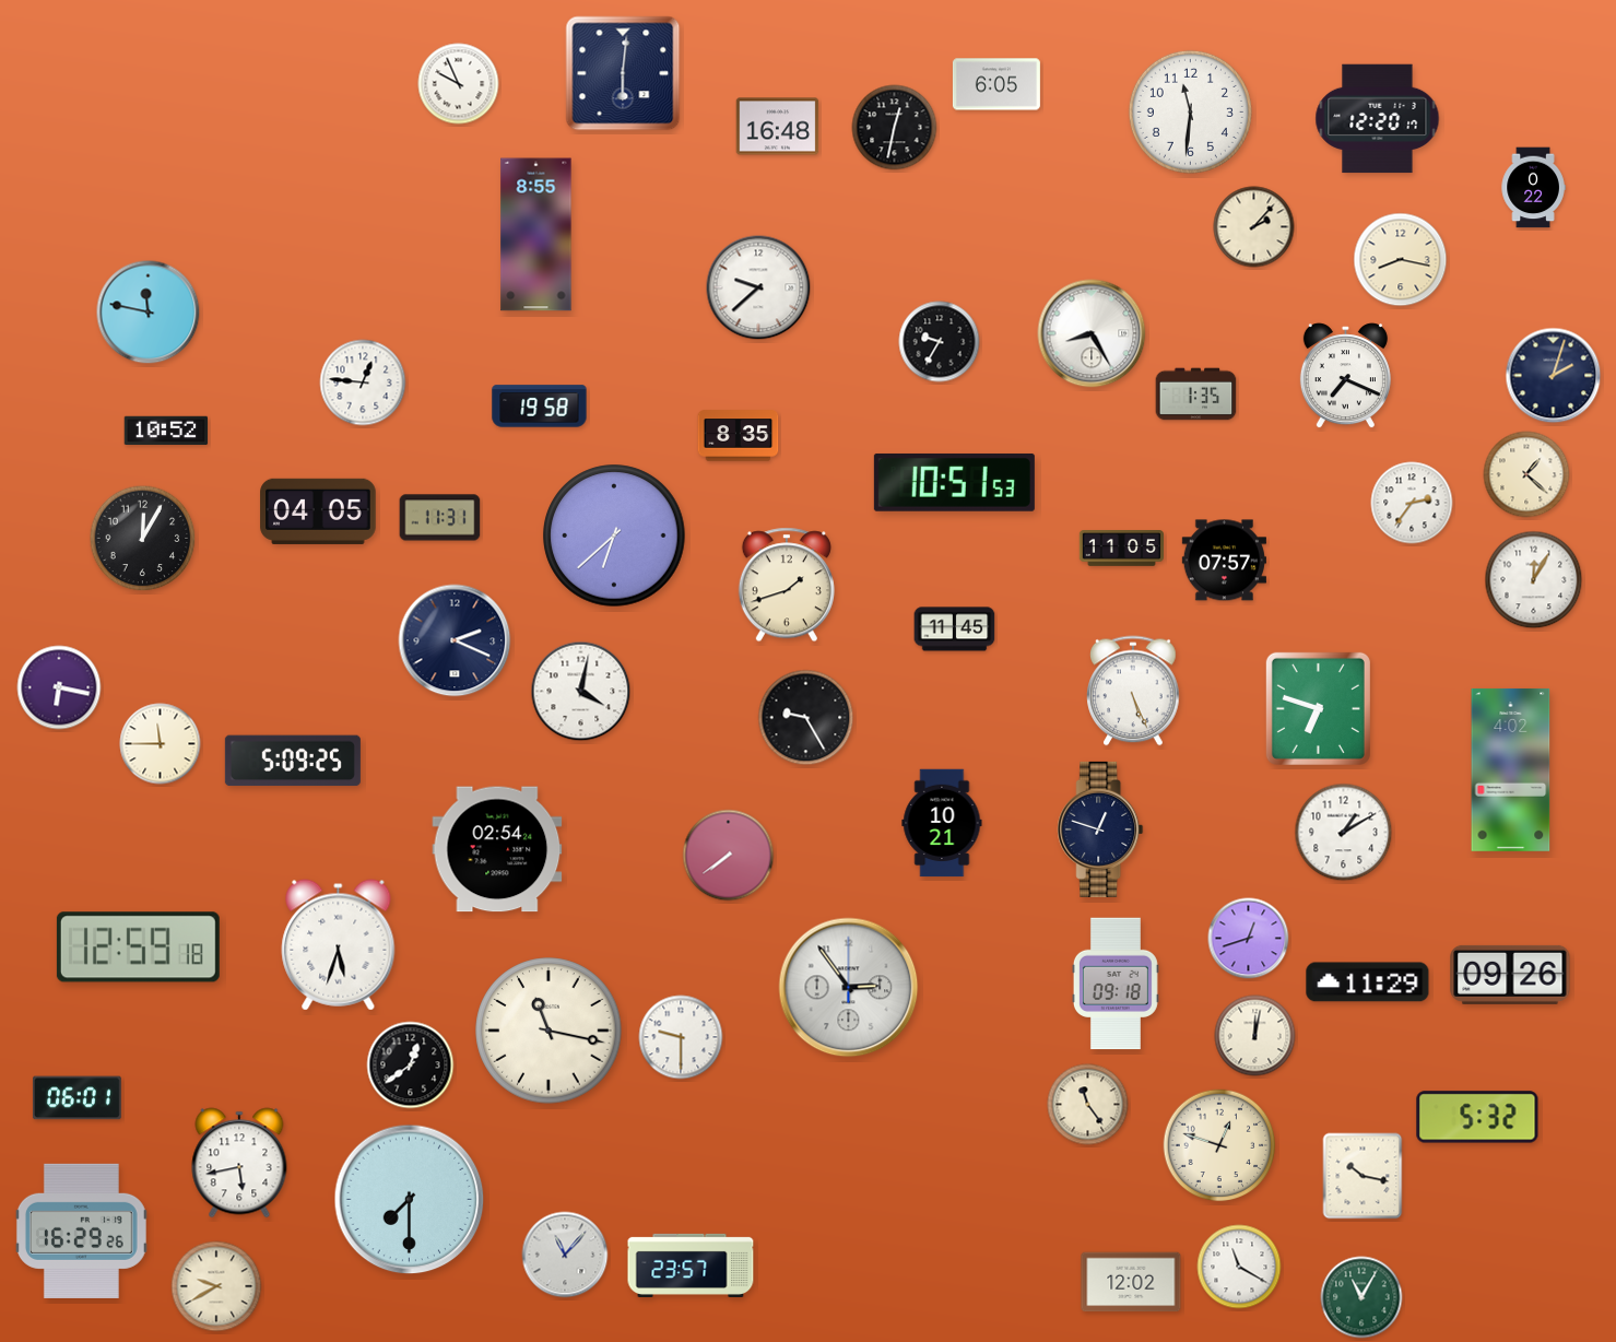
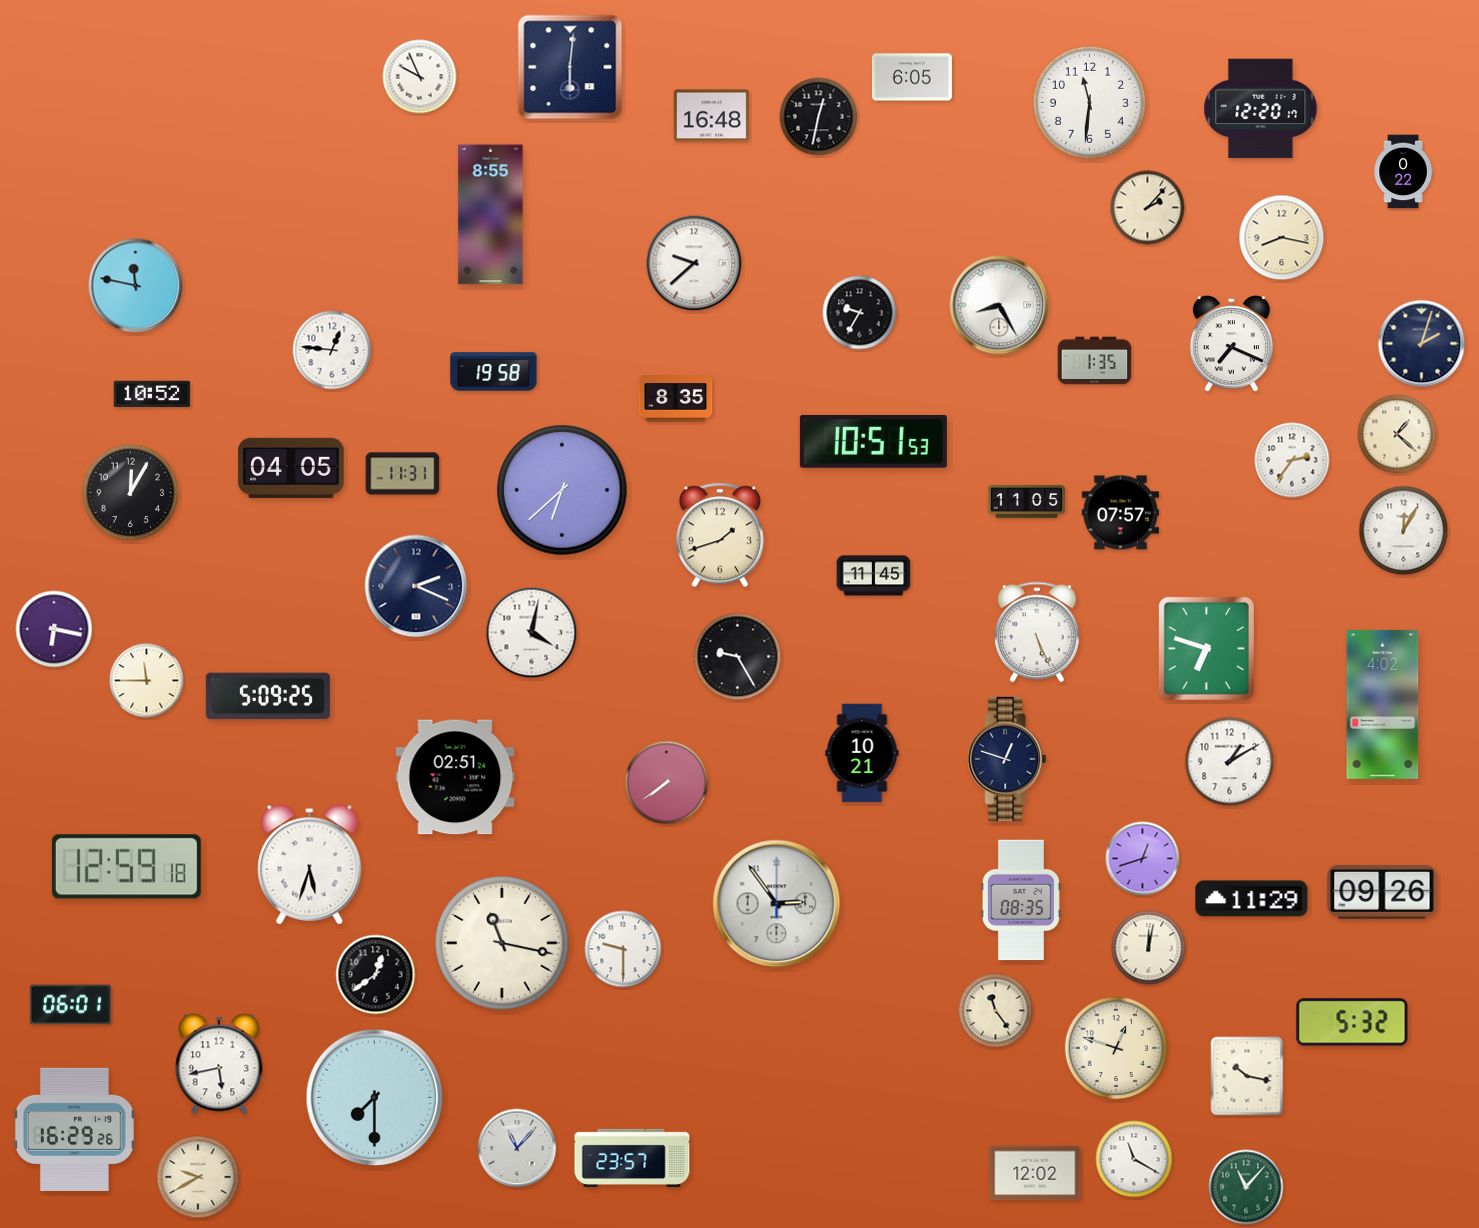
clock at (497, 849): 02:54 -> 02:51
clock at (1116, 984): 09:18 -> 08:35
clock at (81, 1231) position: (81, 1231) -> (74, 1129)
clock at (1361, 1297): 11:05 -> 11:07
